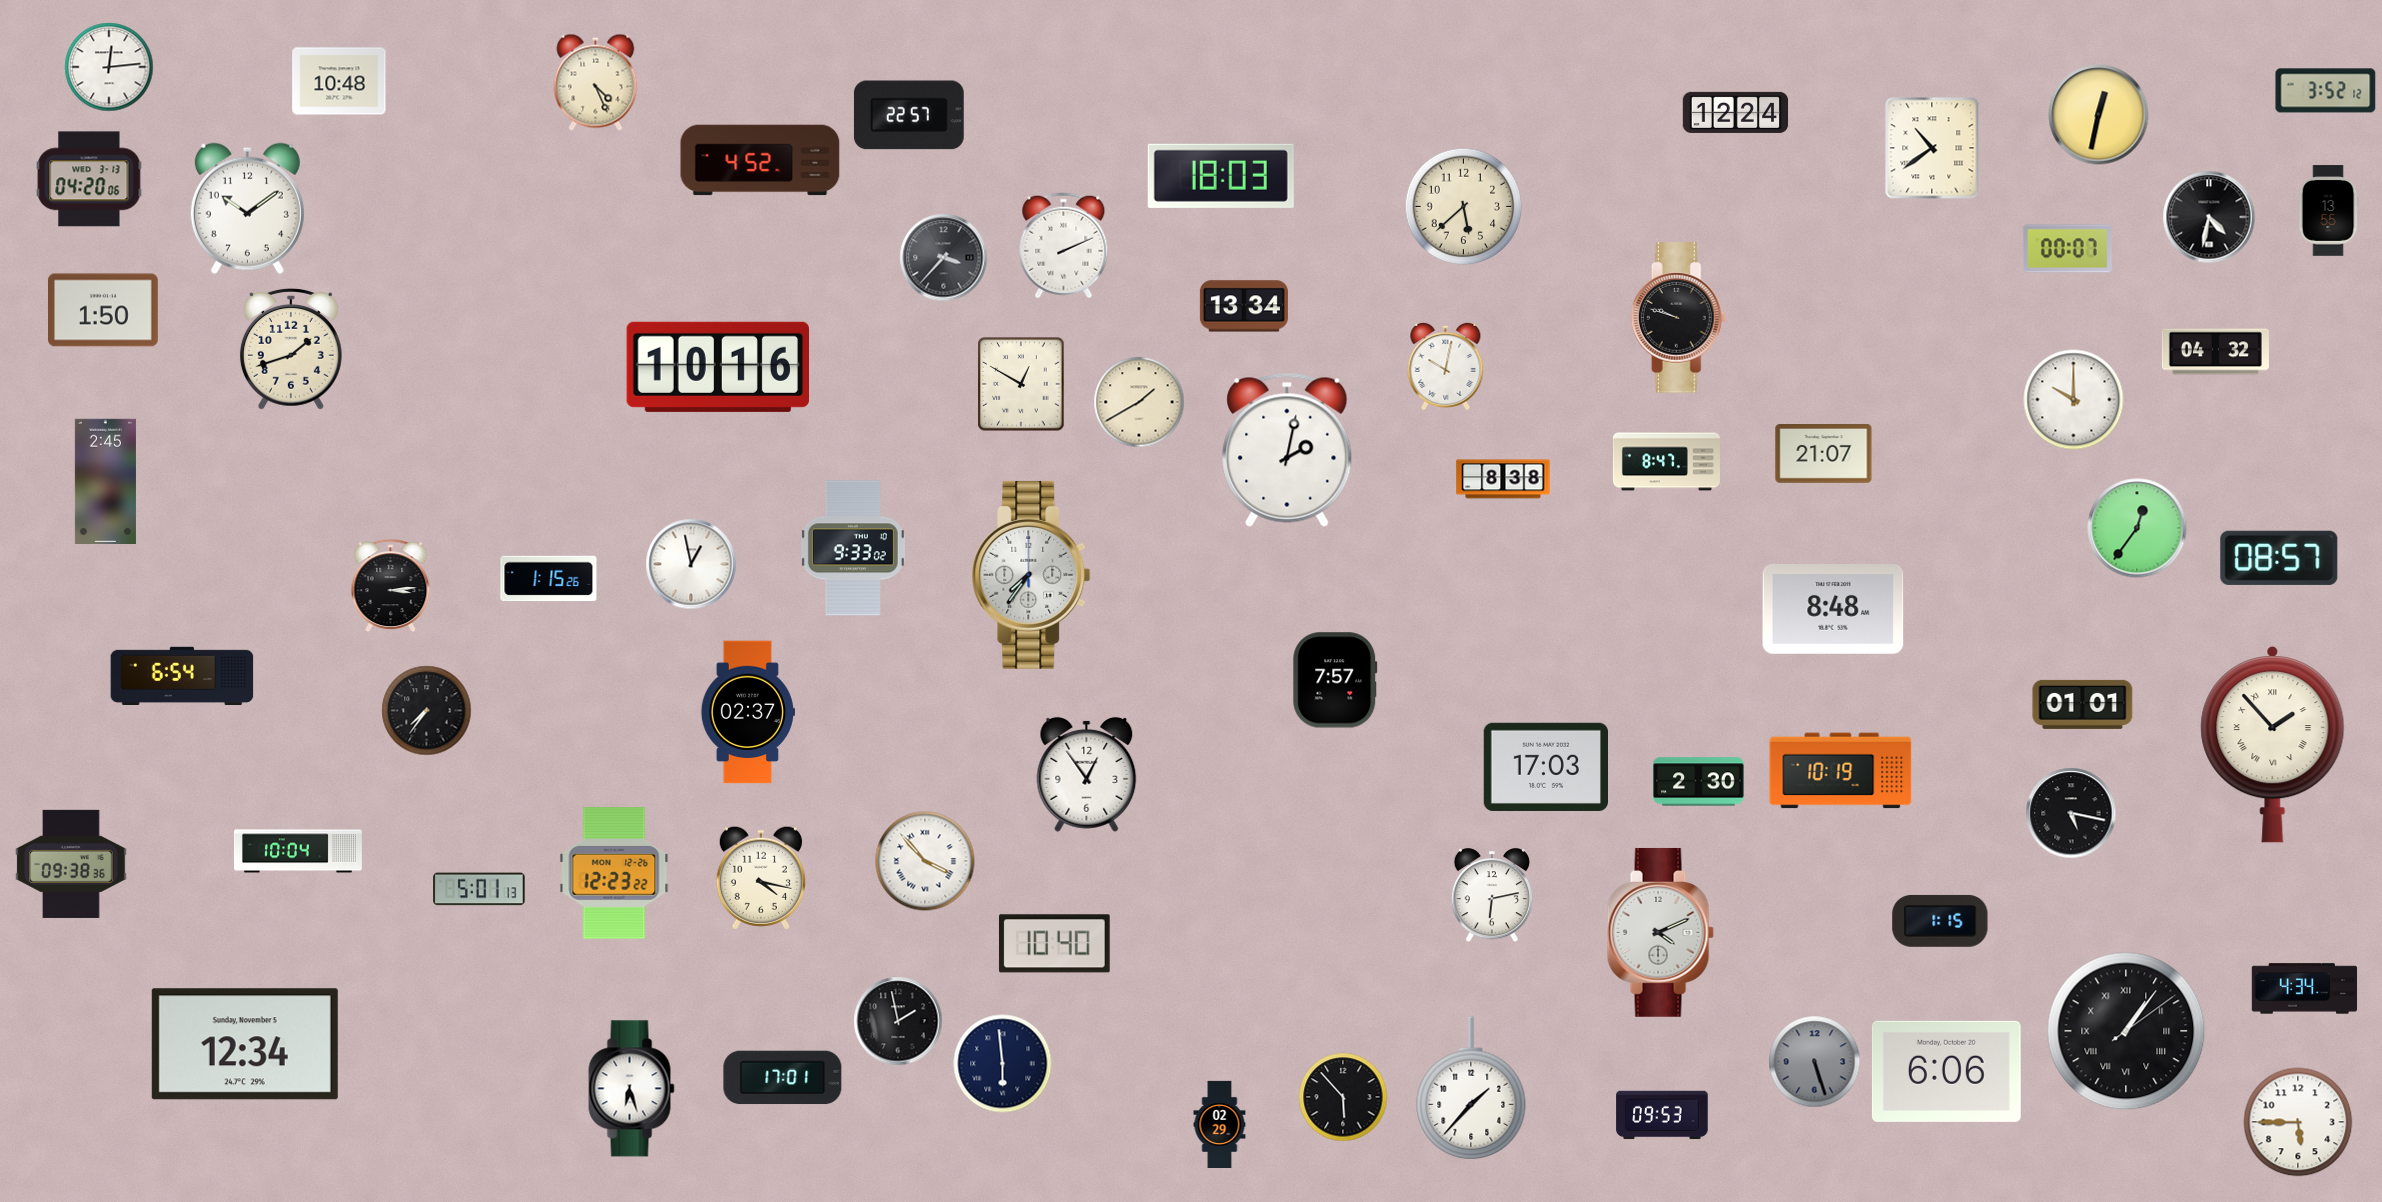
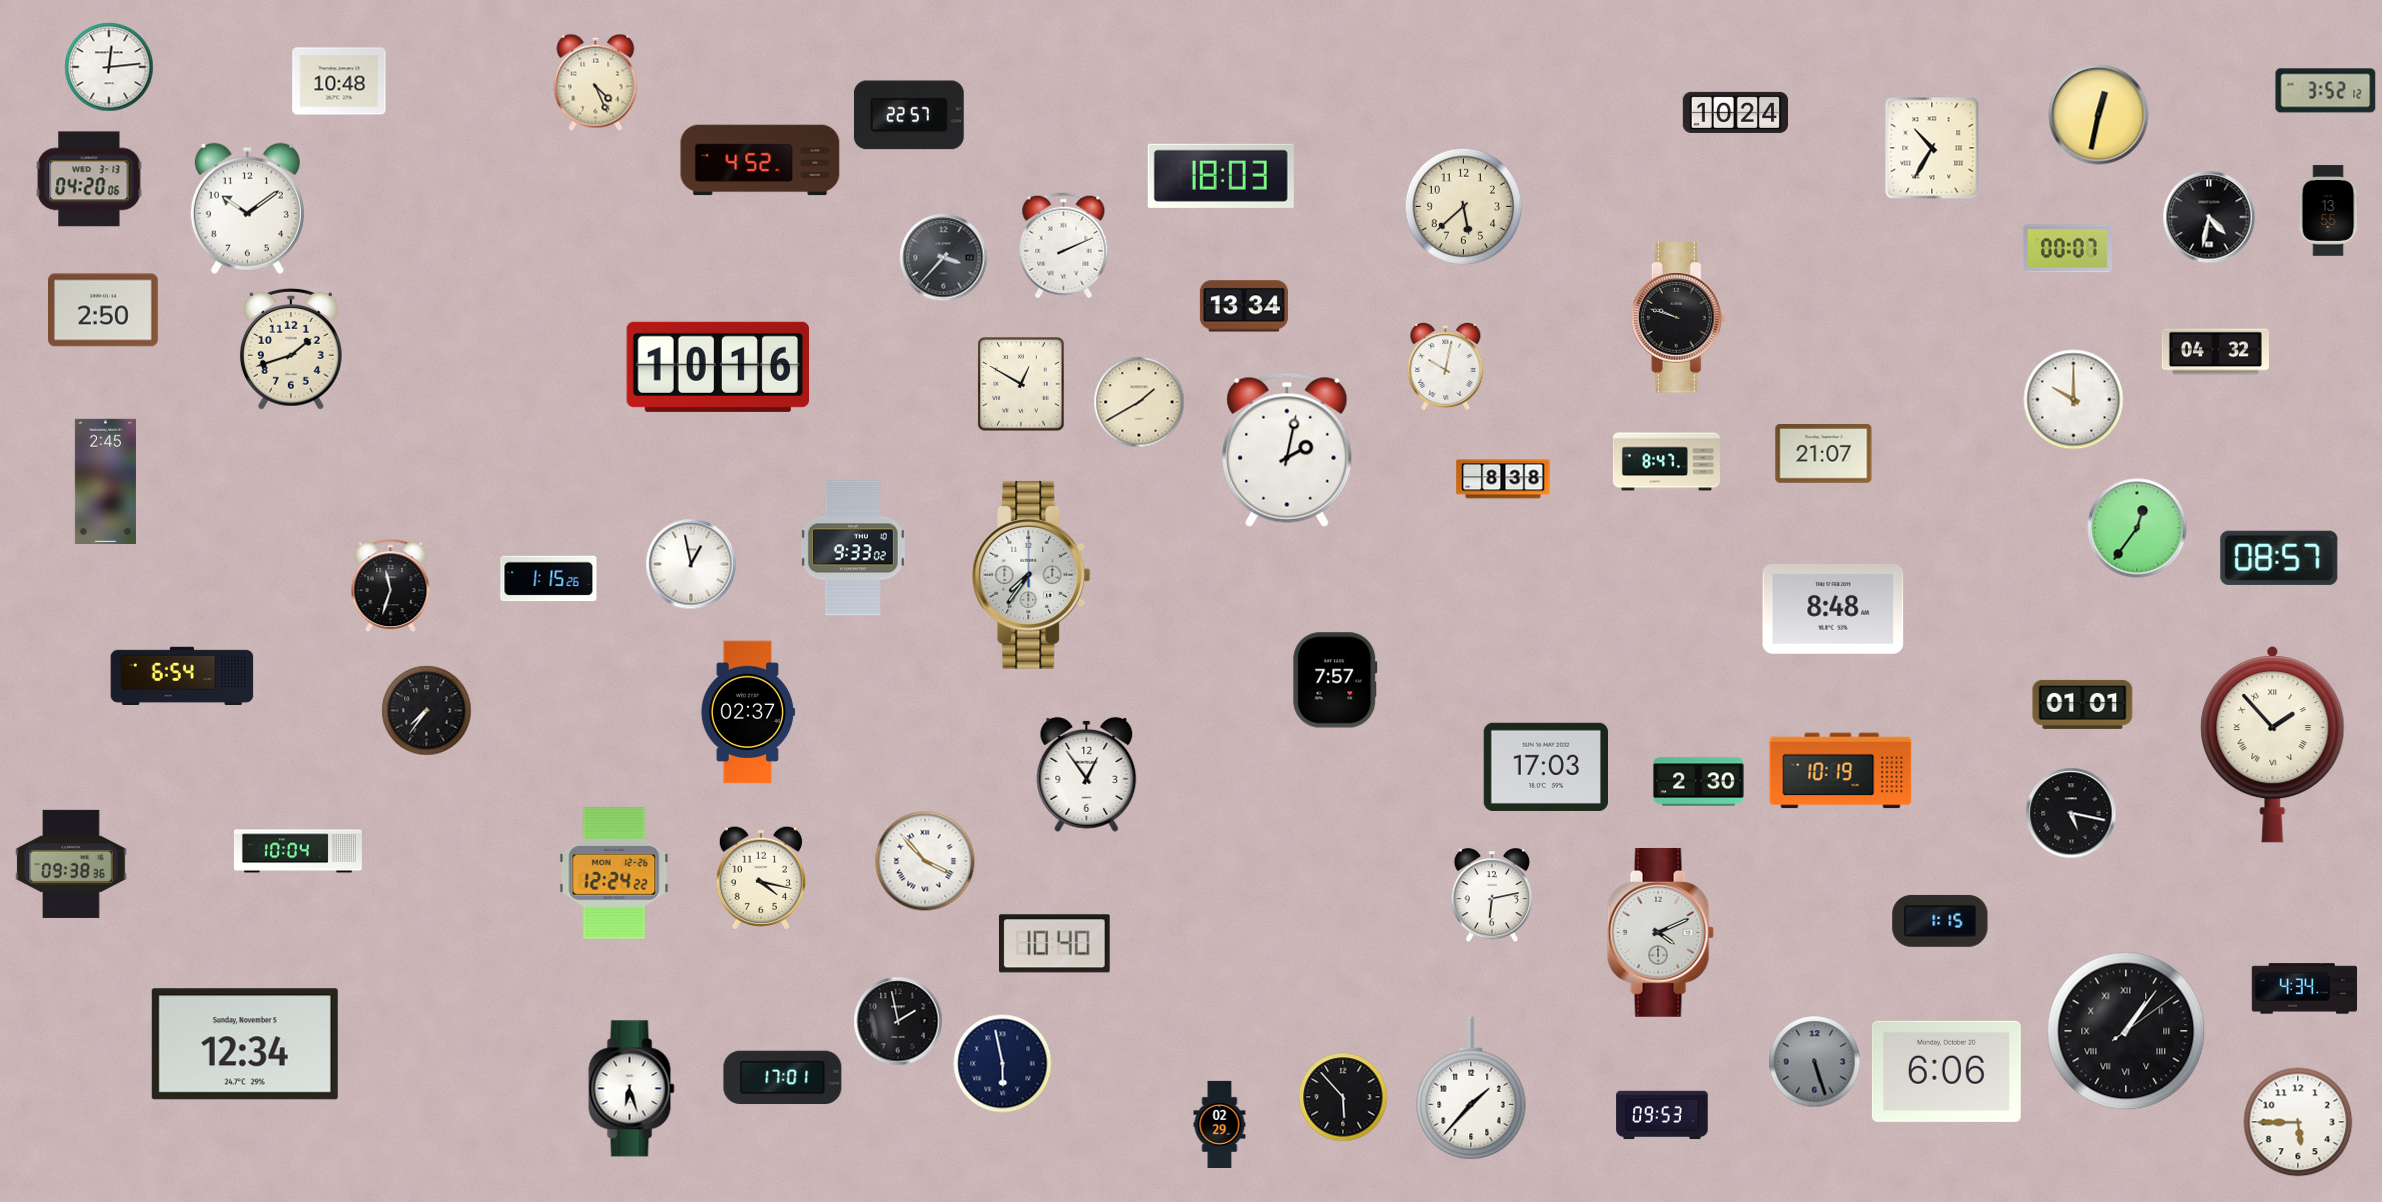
clock at (1736, 112): 12:24 -> 10:24
clock at (1932, 148): 10:39 -> 10:35
clock at (104, 310): 1:50 -> 2:50
clock at (391, 586): 3:14 -> 11:33
clock at (614, 873): 12:23 -> 12:24
clock at (479, 889): 5:01 -> none
clock at (1003, 1064): 5:59 -> 5:58
